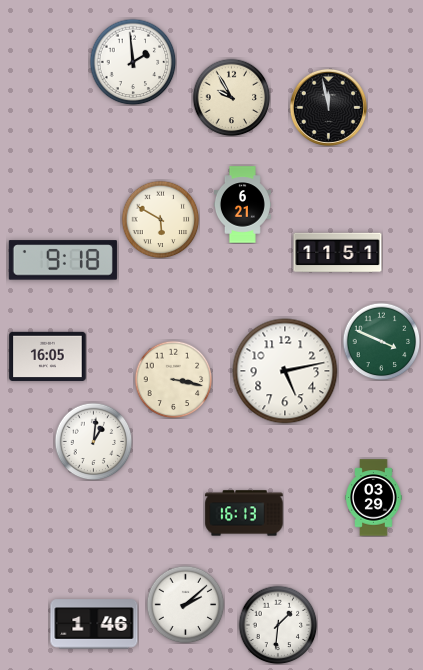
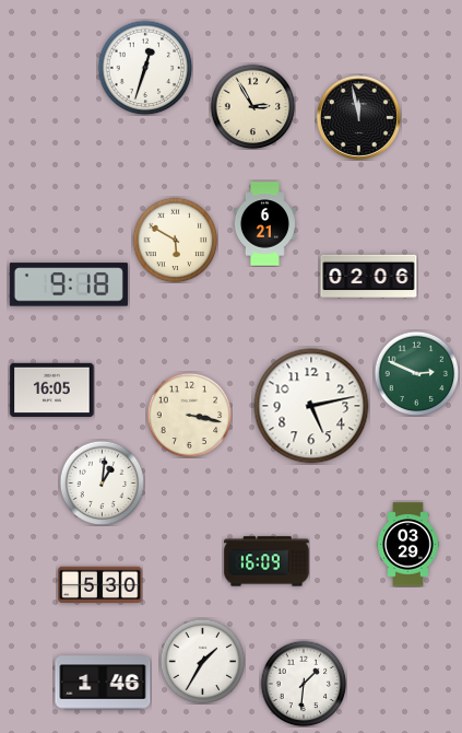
clock at (133, 62): 1:59 -> 12:33
clock at (231, 97): 9:55 -> 2:55
clock at (338, 253): 11:51 -> 02:06
clock at (381, 341): 3:49 -> 2:49
clock at (244, 513): 16:13 -> 16:09
clock at (100, 585): none -> 5:30
clock at (185, 604): 2:08 -> 1:35
